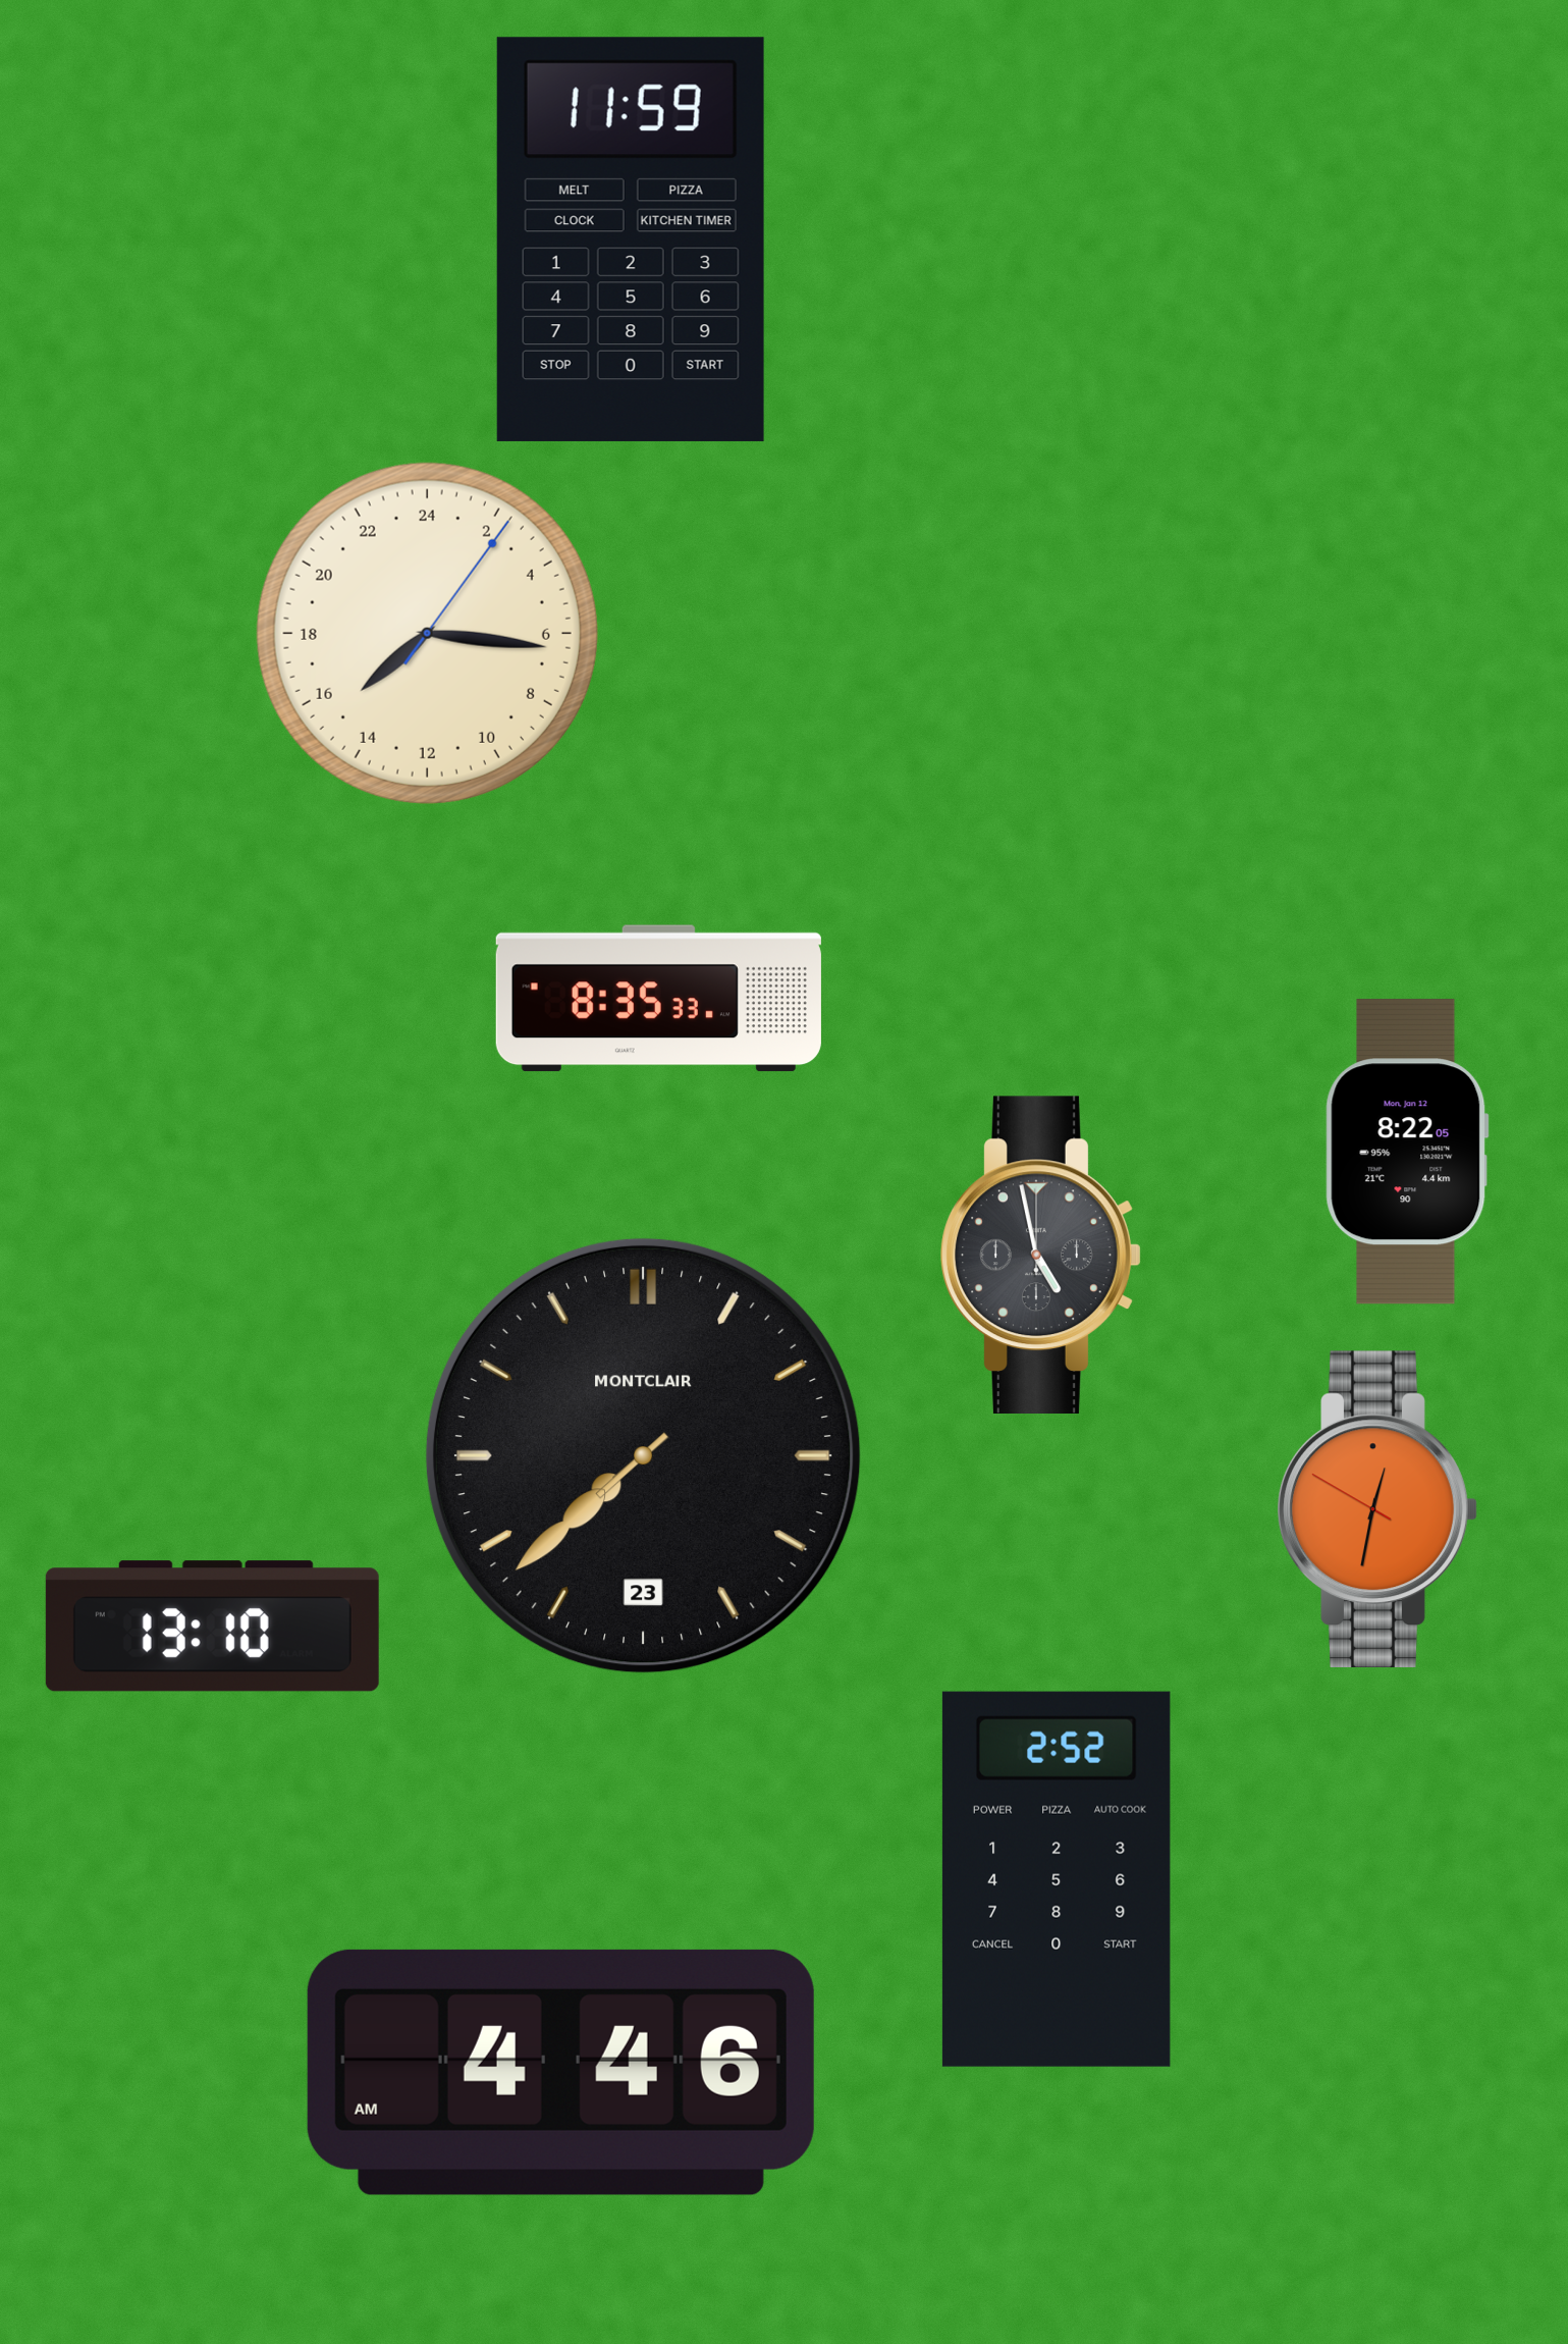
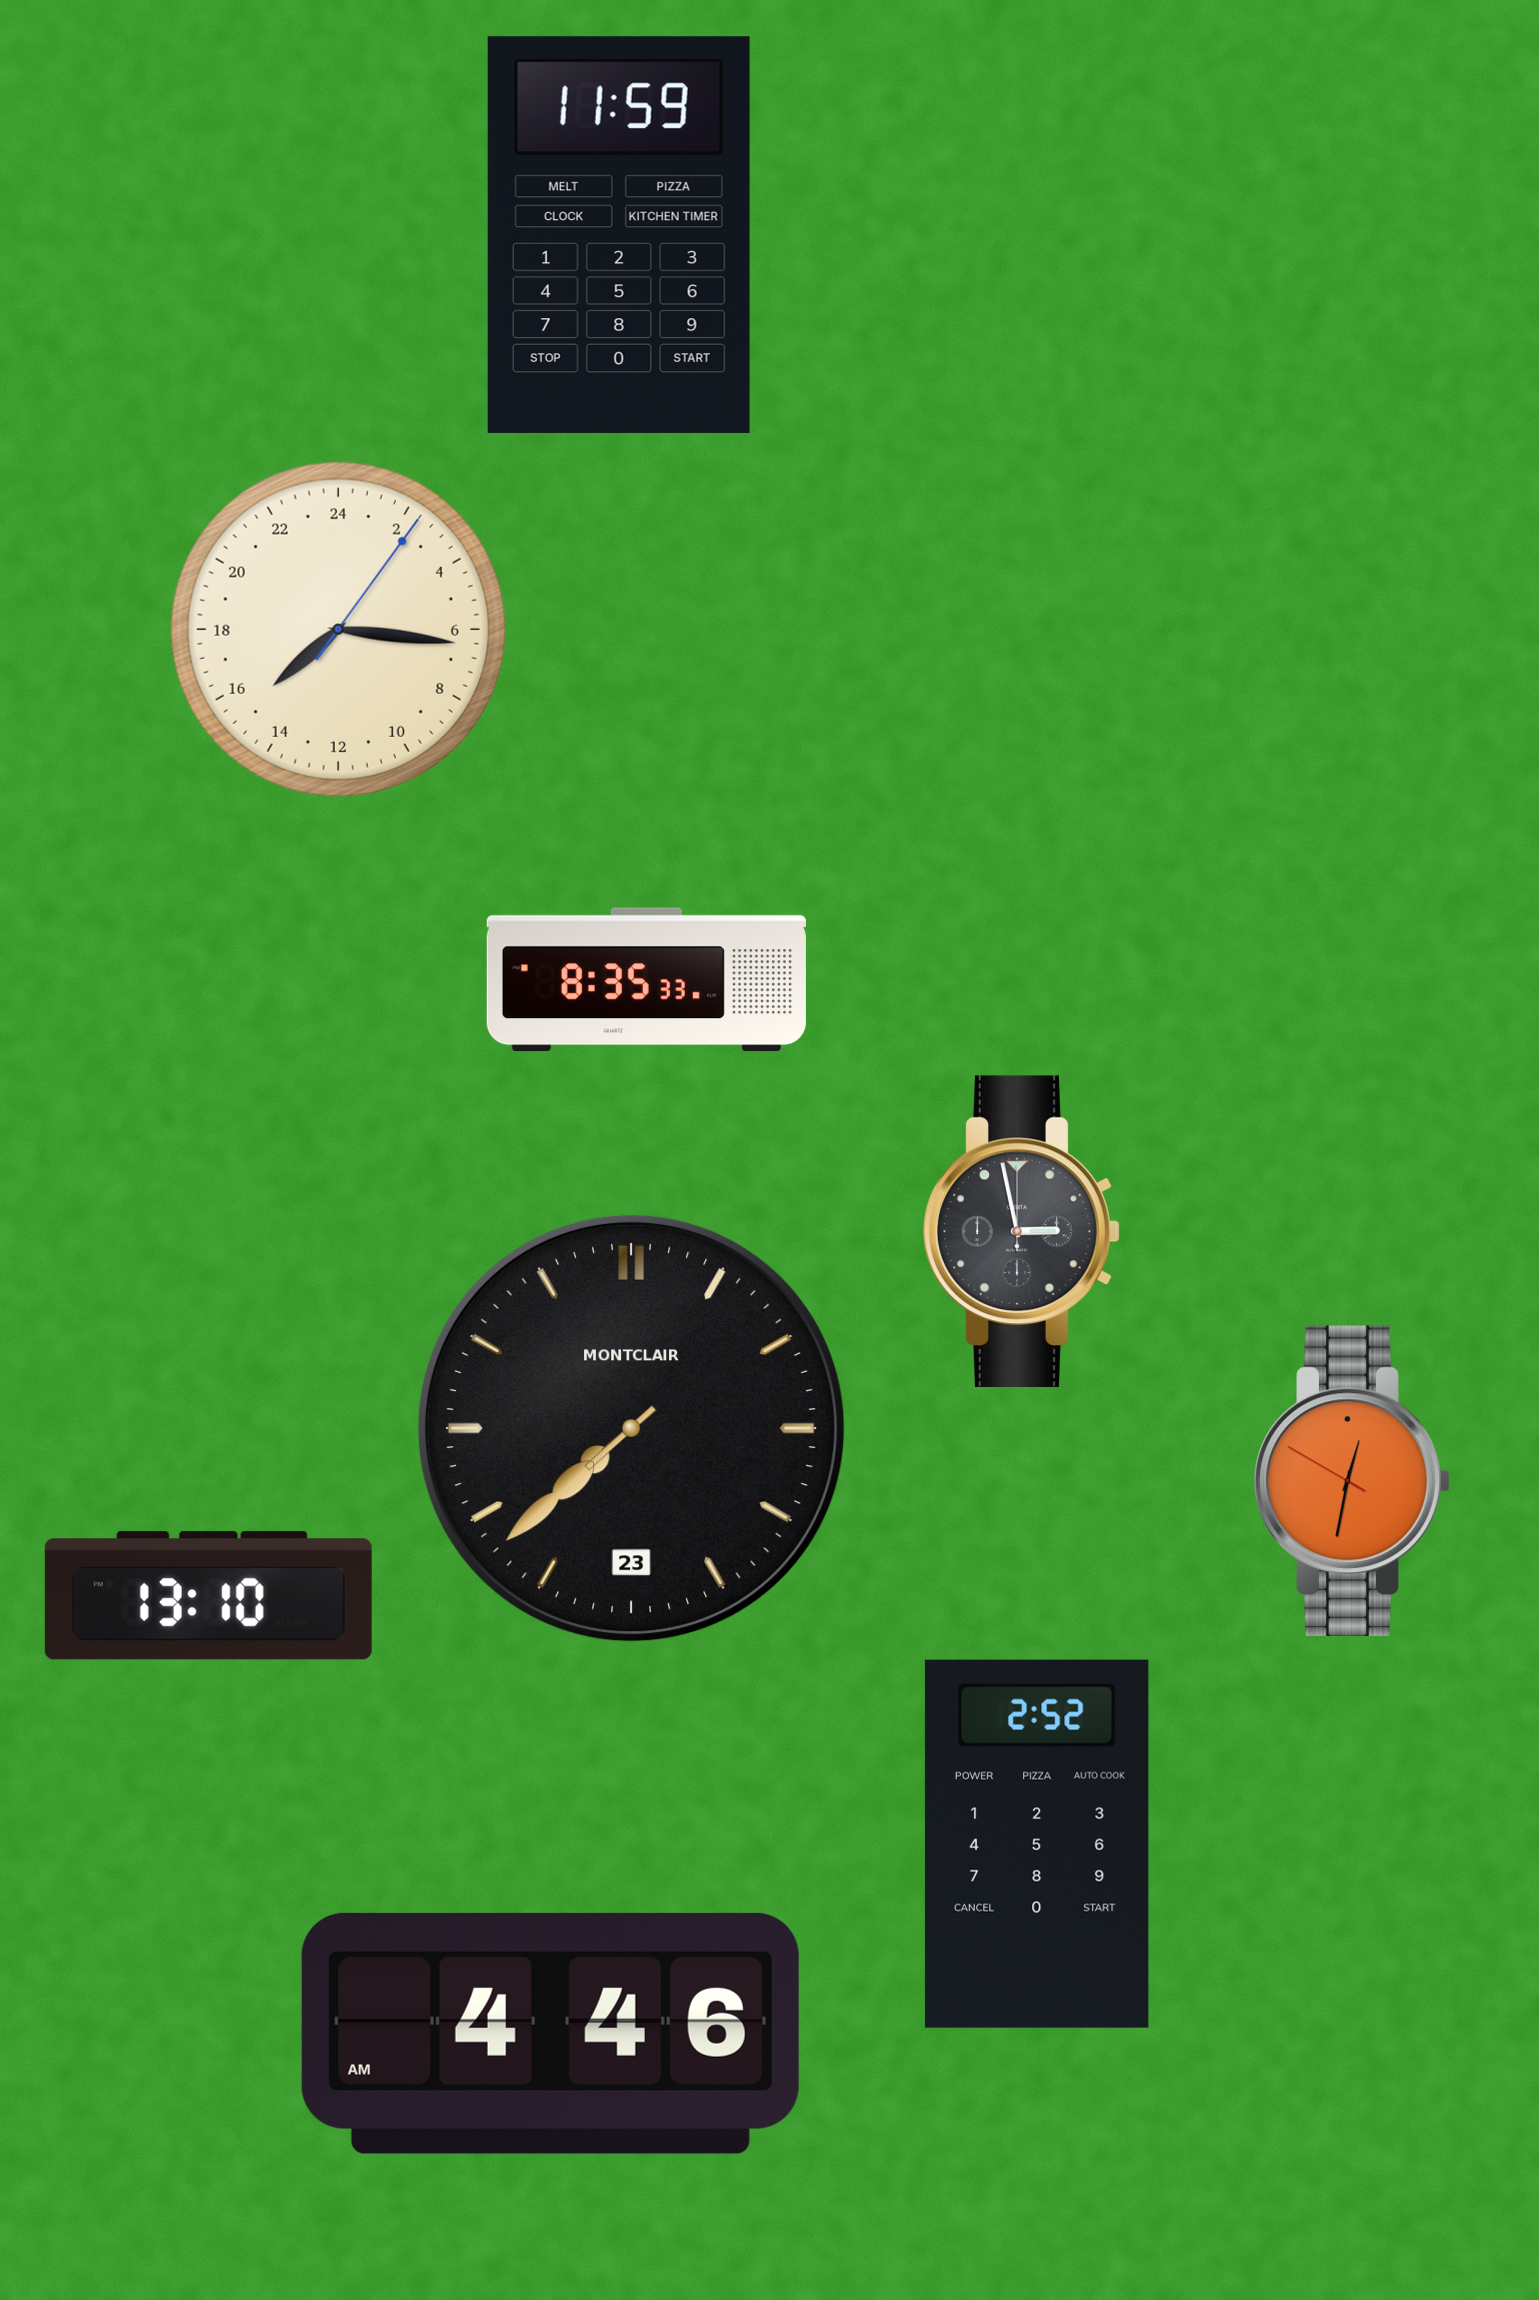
clock at (427, 633) position: (427, 633) -> (338, 629)
clock at (1407, 1152): 8:22 -> none
clock at (1041, 1255): 4:58 -> 2:58
